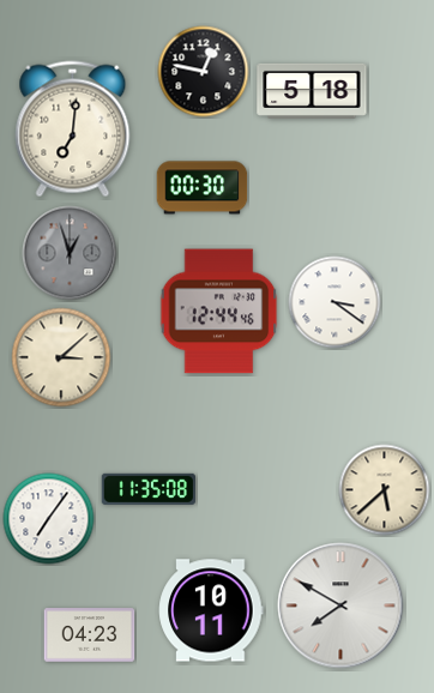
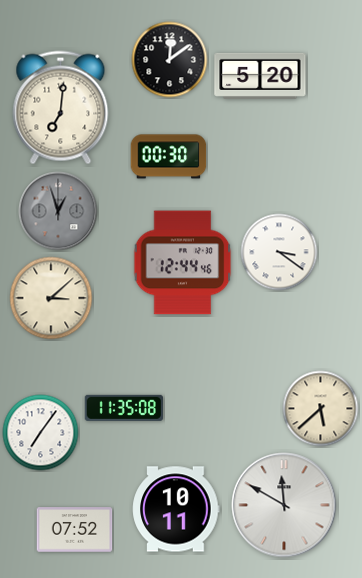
clock at (204, 72): 12:47 -> 12:09
clock at (312, 91): 5:18 -> 5:20
clock at (219, 312) position: (219, 312) -> (183, 263)
clock at (340, 605): 7:50 -> 11:50
clock at (90, 635): 04:23 -> 07:52
